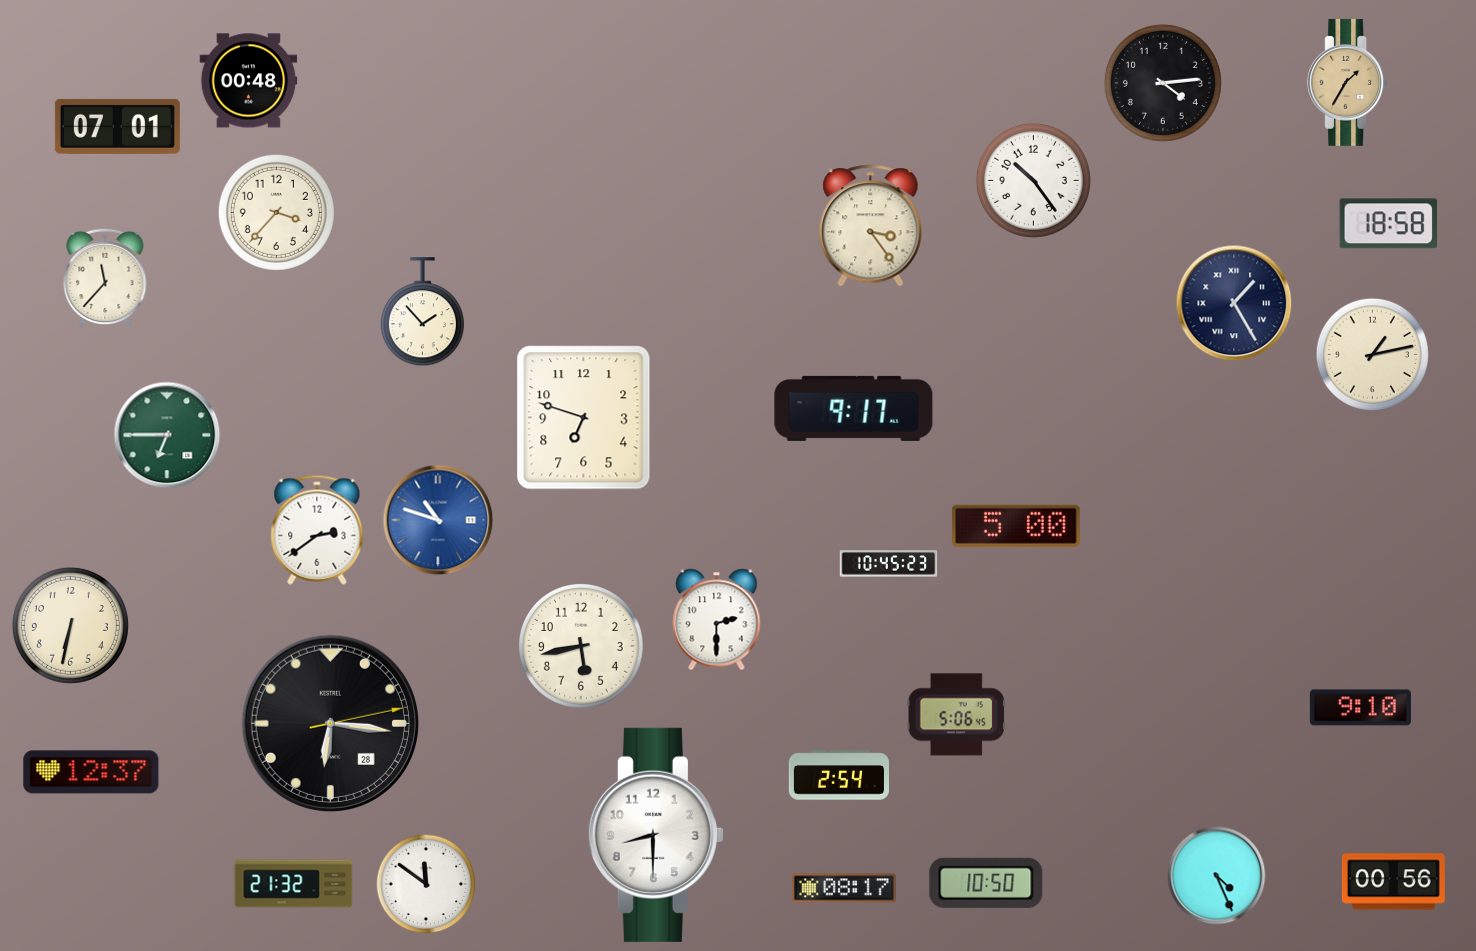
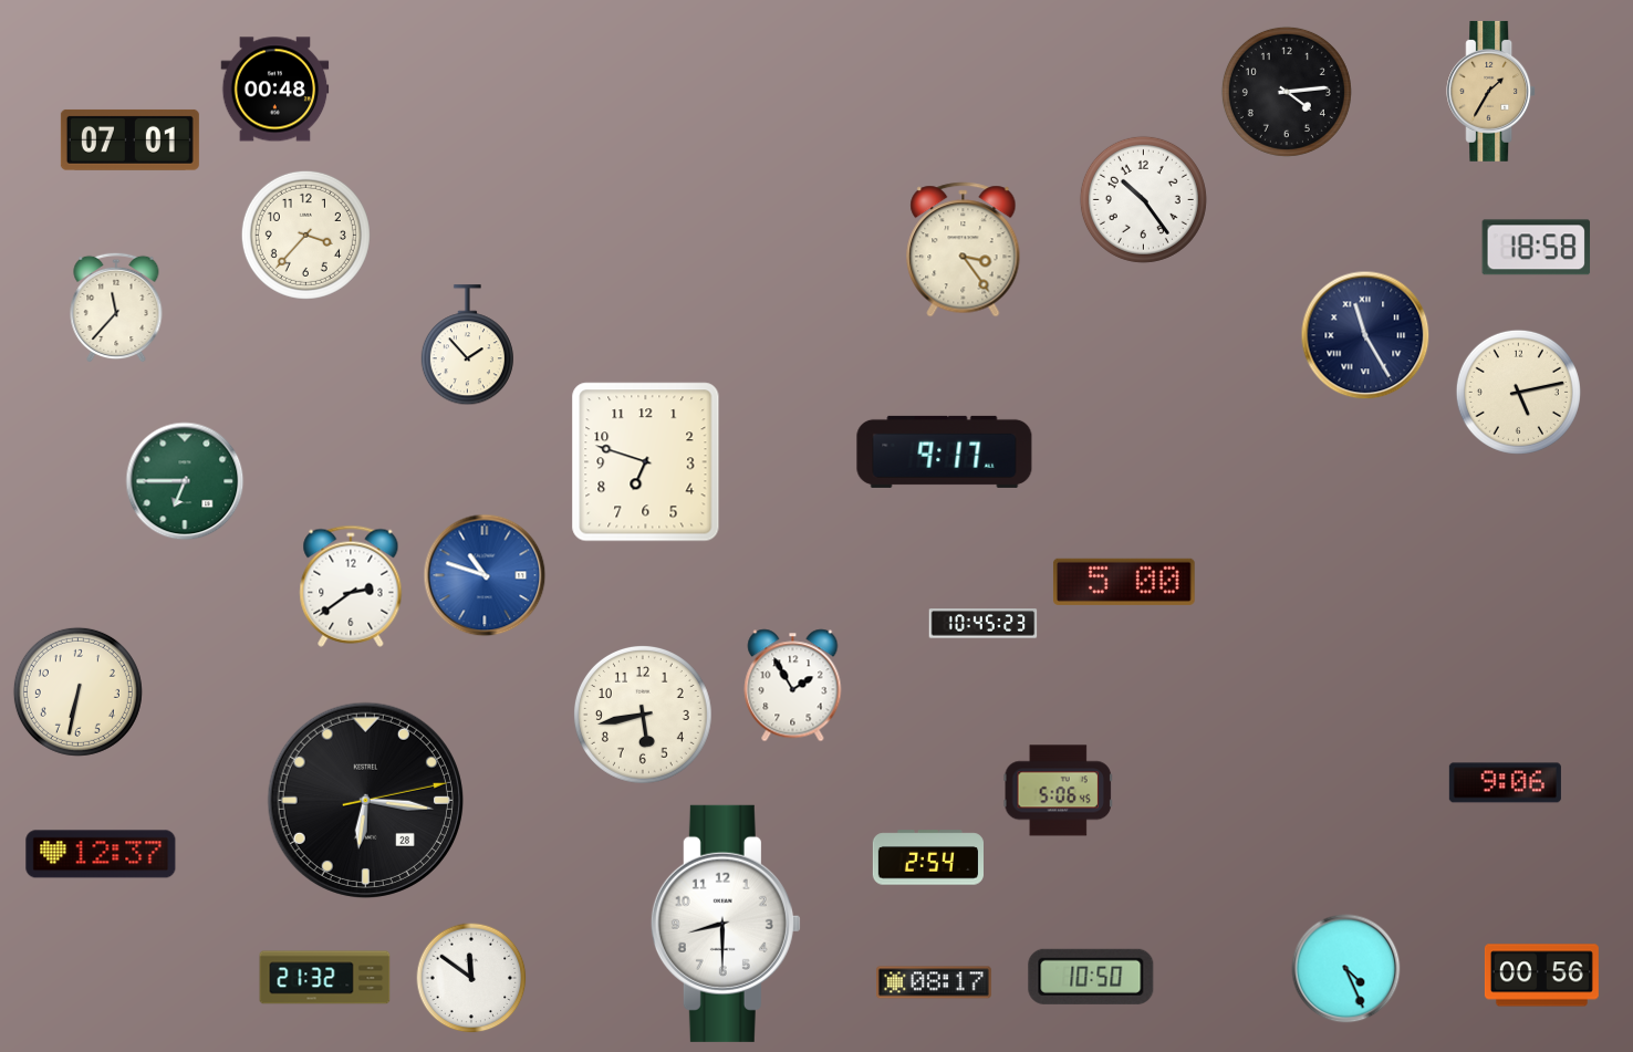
clock at (1234, 303): 1:25 -> 11:25
clock at (1372, 354): 1:13 -> 5:13
clock at (717, 620): 2:30 -> 1:55
clock at (1360, 708): 9:10 -> 9:06
